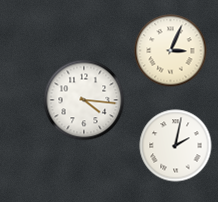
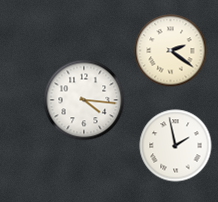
clock at (171, 51): 3:04 -> 2:21
clock at (176, 146): 2:02 -> 1:58
